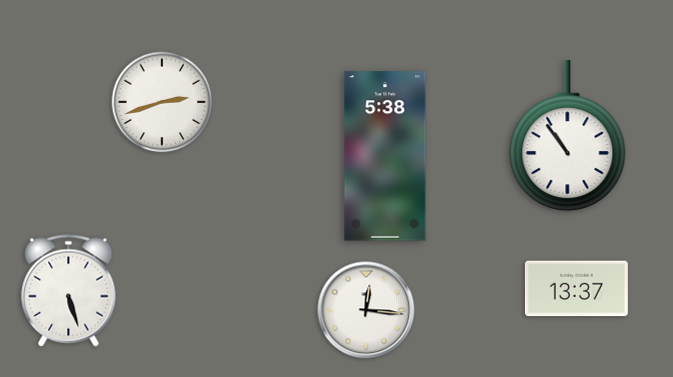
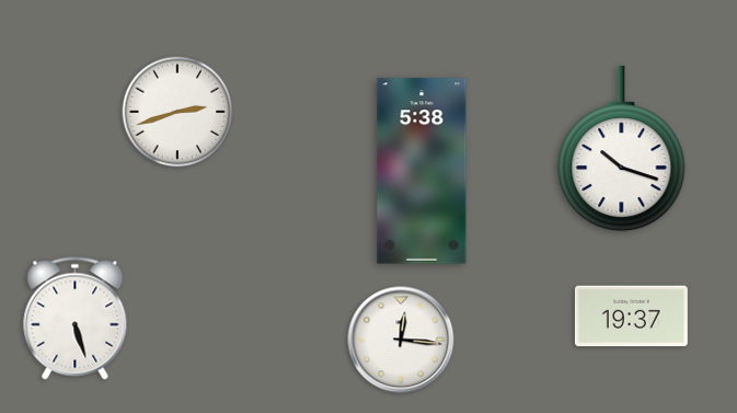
clock at (568, 136): 10:54 -> 10:18
clock at (576, 289): 13:37 -> 19:37
